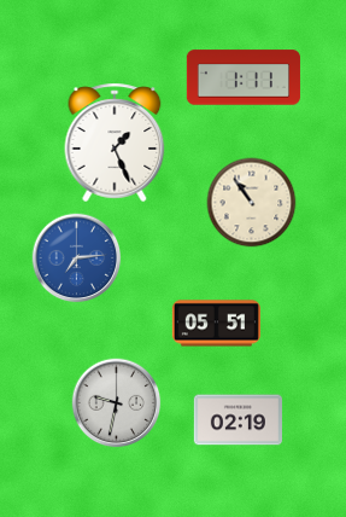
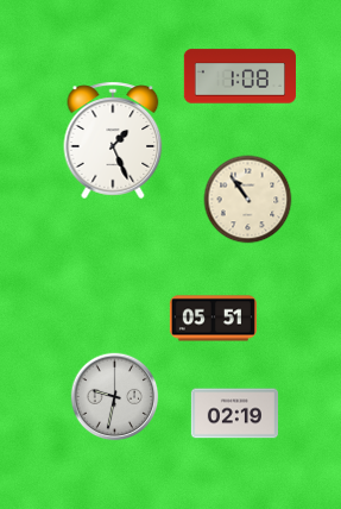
clock at (244, 77): 1:11 -> 1:08
clock at (77, 258): 7:14 -> none
